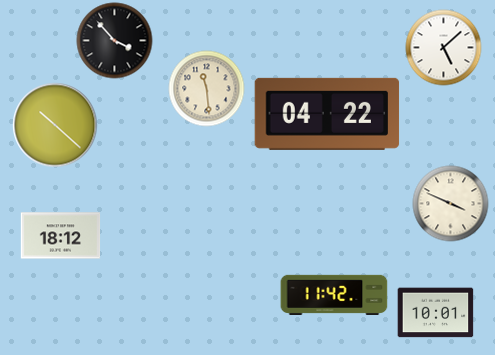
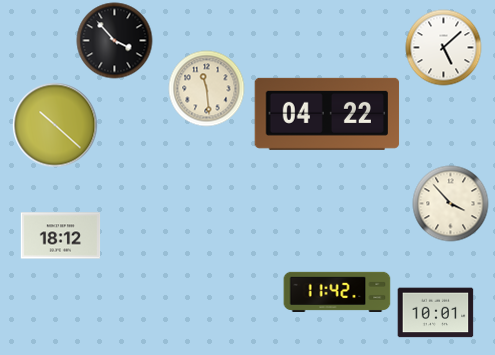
clock at (451, 204): 3:49 -> 3:53
clock at (334, 294) position: (334, 294) -> (337, 291)
